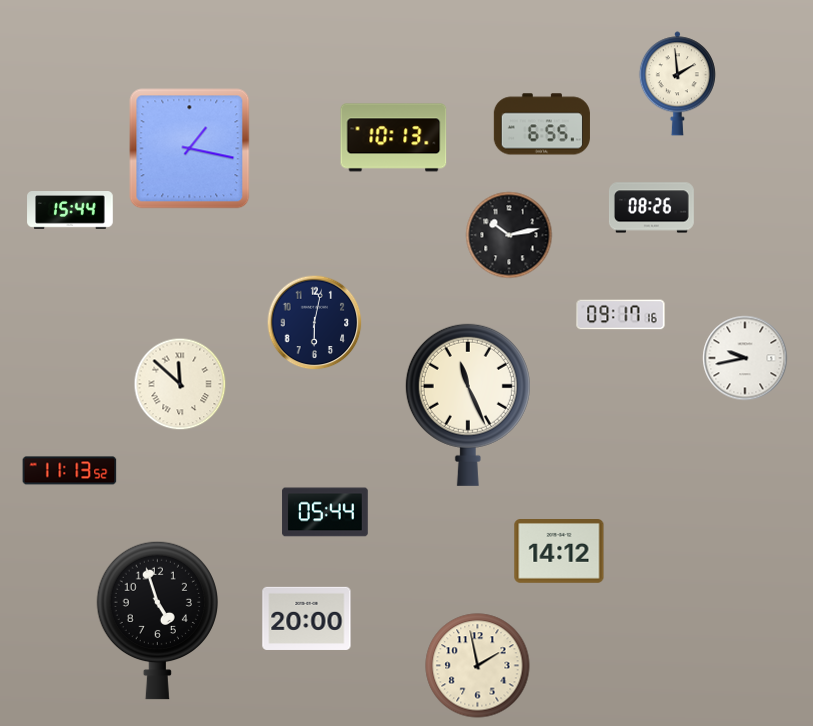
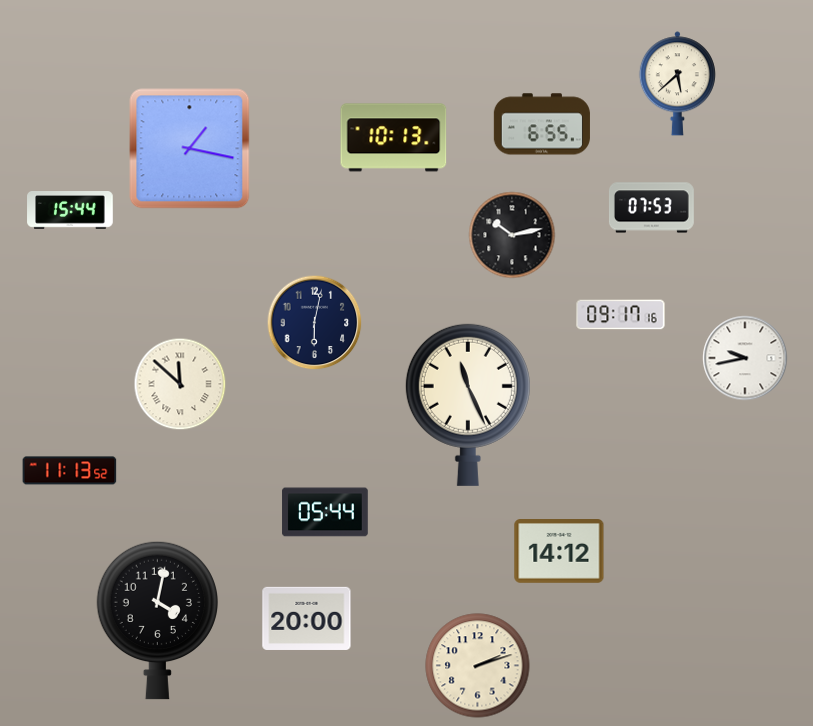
clock at (677, 84): 1:59 -> 5:38
clock at (651, 208): 08:26 -> 07:53
clock at (509, 235) position: (509, 235) -> (512, 235)
clock at (157, 620): 4:57 -> 4:02
clock at (478, 666): 1:58 -> 2:12
